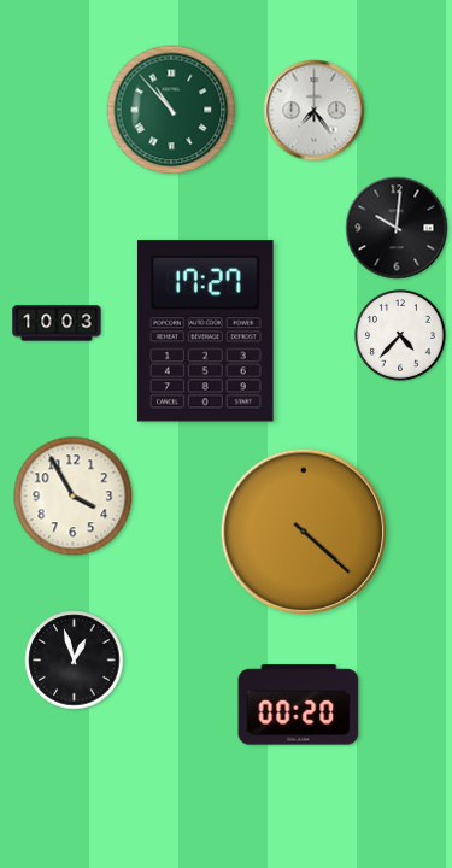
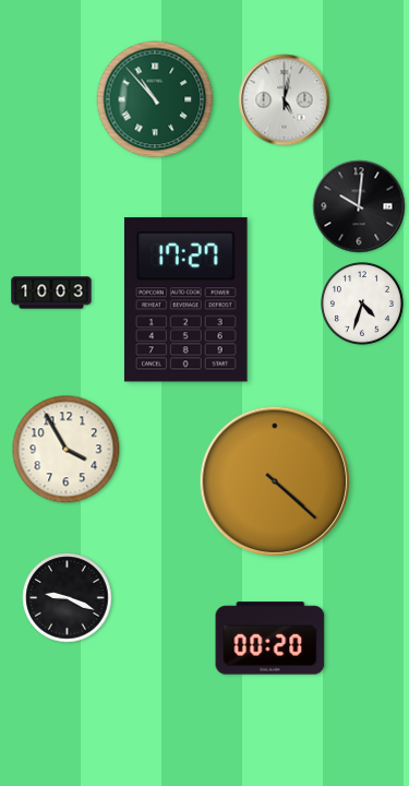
clock at (315, 111): 7:24 -> 5:02
clock at (401, 336): 4:37 -> 4:33
clock at (75, 661): 12:57 -> 9:19
